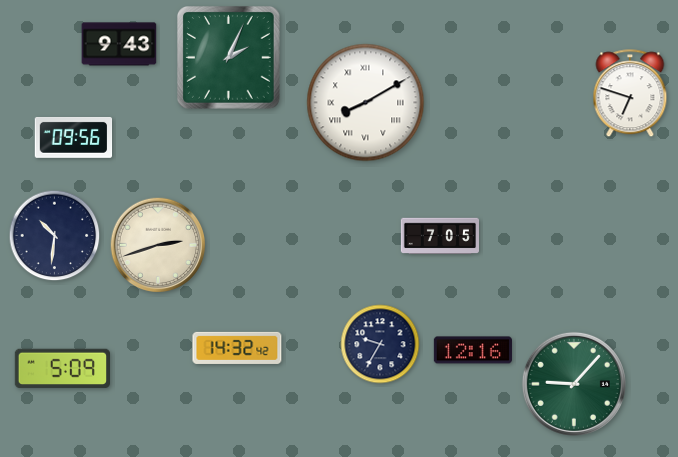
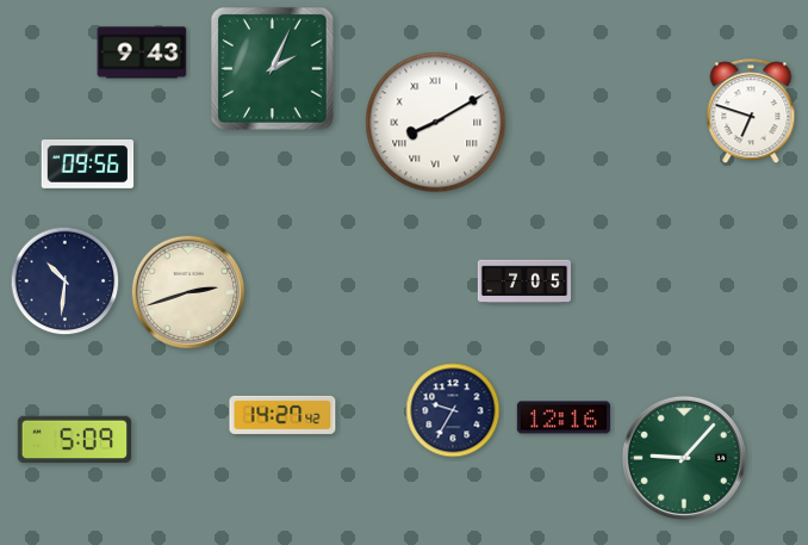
clock at (237, 348): 14:32 -> 14:27
